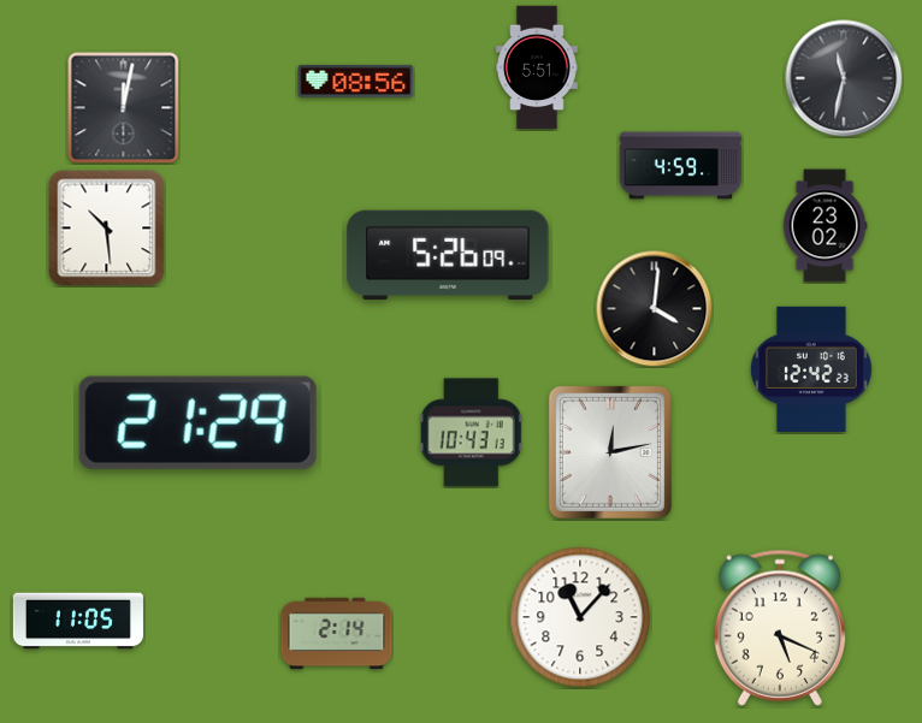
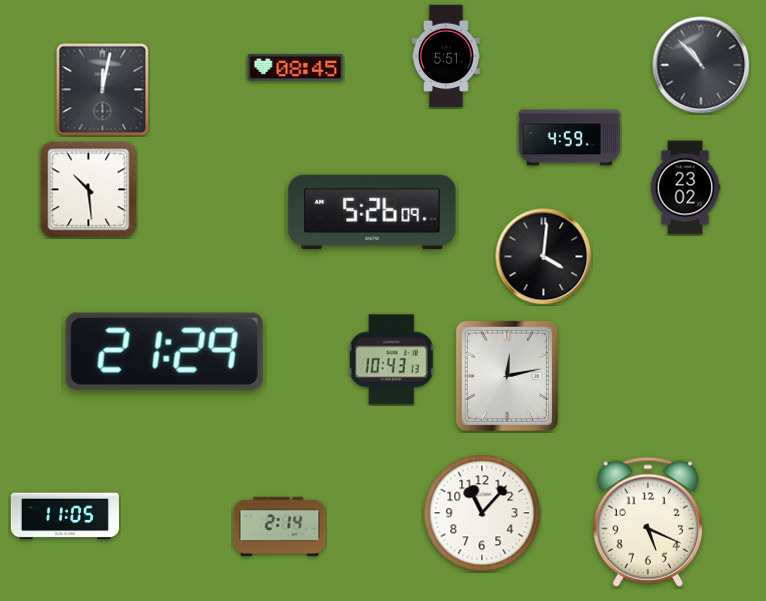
clock at (844, 78): 11:32 -> 10:53
clock at (356, 81): 08:56 -> 08:45
clock at (681, 166) position: (681, 166) -> (570, 138)
clock at (811, 369): 12:42 -> none
